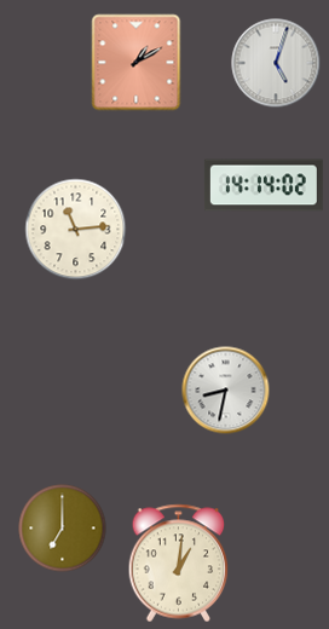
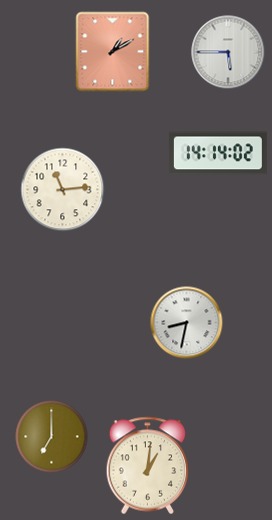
clock at (276, 63): 5:03 -> 5:45
